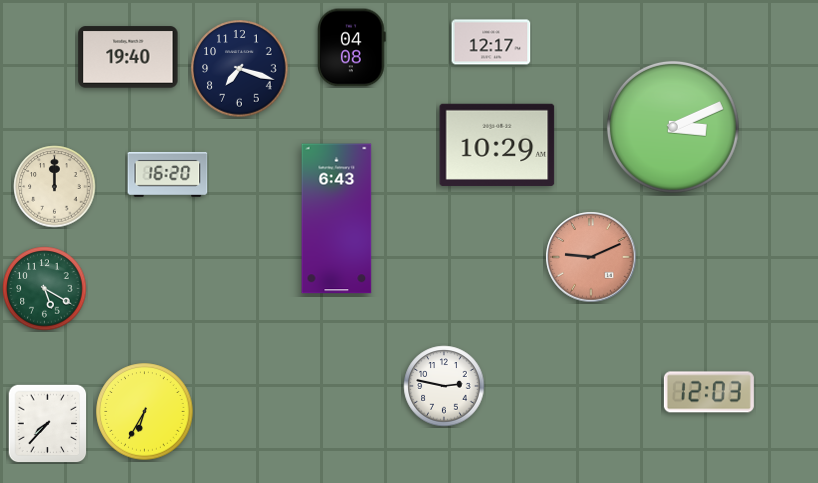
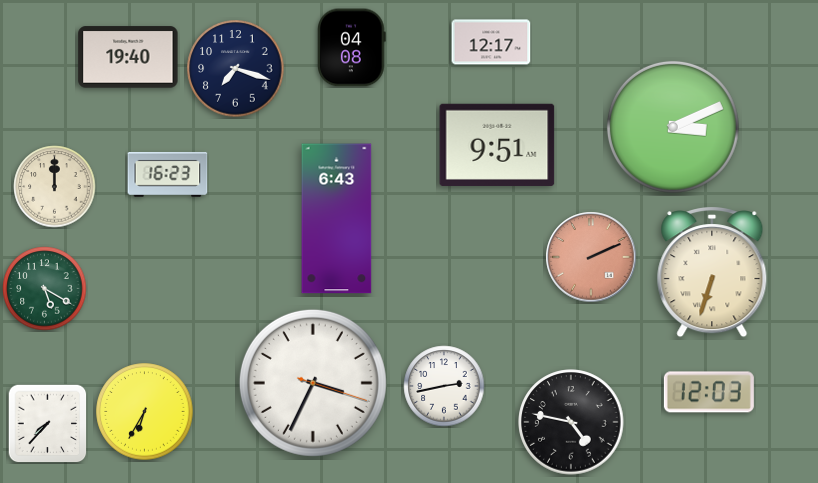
clock at (240, 69) position: (240, 69) -> (236, 69)
clock at (497, 145): 10:29 -> 9:51
clock at (168, 174): 16:20 -> 16:23
clock at (591, 257): 9:11 -> 2:11
clock at (712, 272): none -> 6:33
clock at (313, 383): none -> 3:34
clock at (444, 386): 2:47 -> 2:43
clock at (571, 422): none -> 4:47
